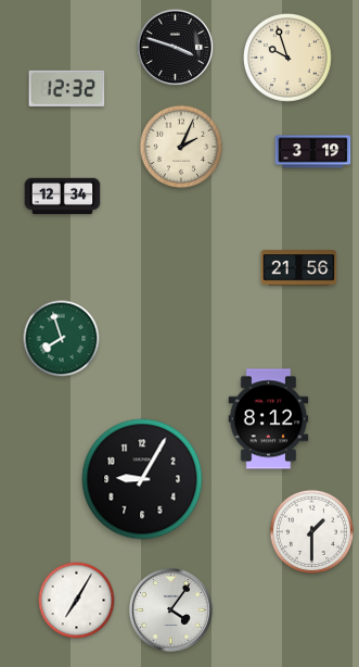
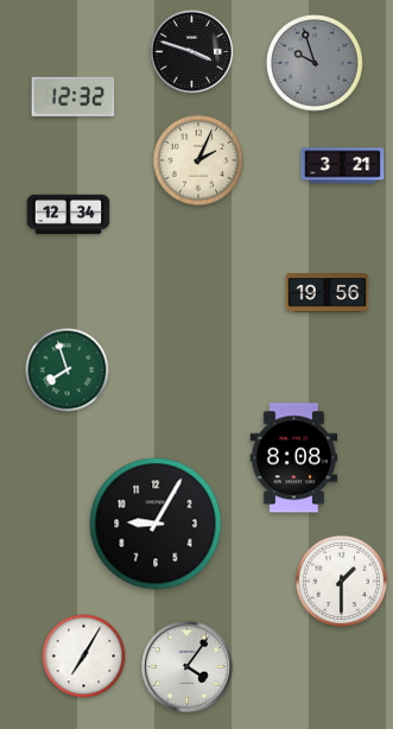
clock at (287, 58) dial: cream -> grey
clock at (313, 152): 3:19 -> 3:21
clock at (299, 268): 21:56 -> 19:56
clock at (269, 419): 8:12 -> 8:08
